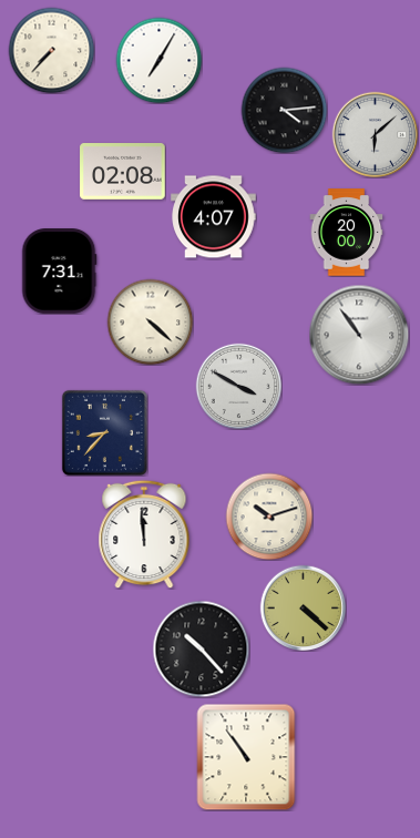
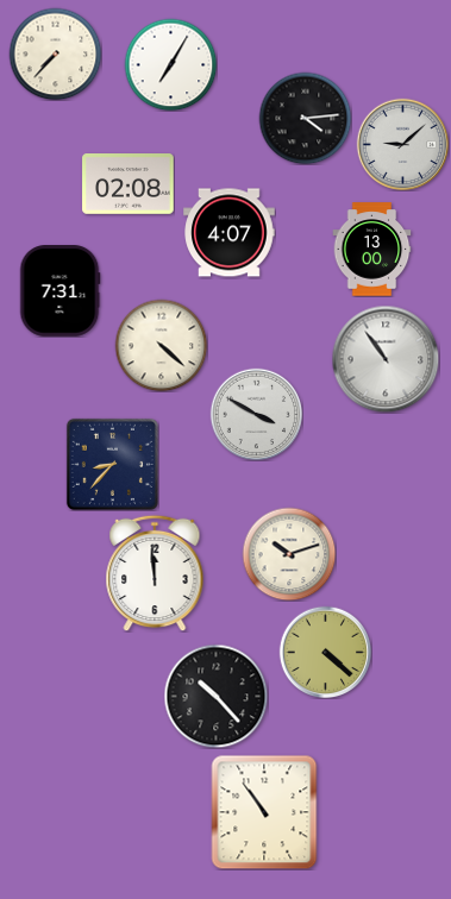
clock at (375, 134): 6:08 -> 9:08
clock at (123, 172) position: (123, 172) -> (129, 184)
clock at (347, 233): 20:00 -> 13:00
clock at (59, 272) position: (59, 272) -> (59, 291)
